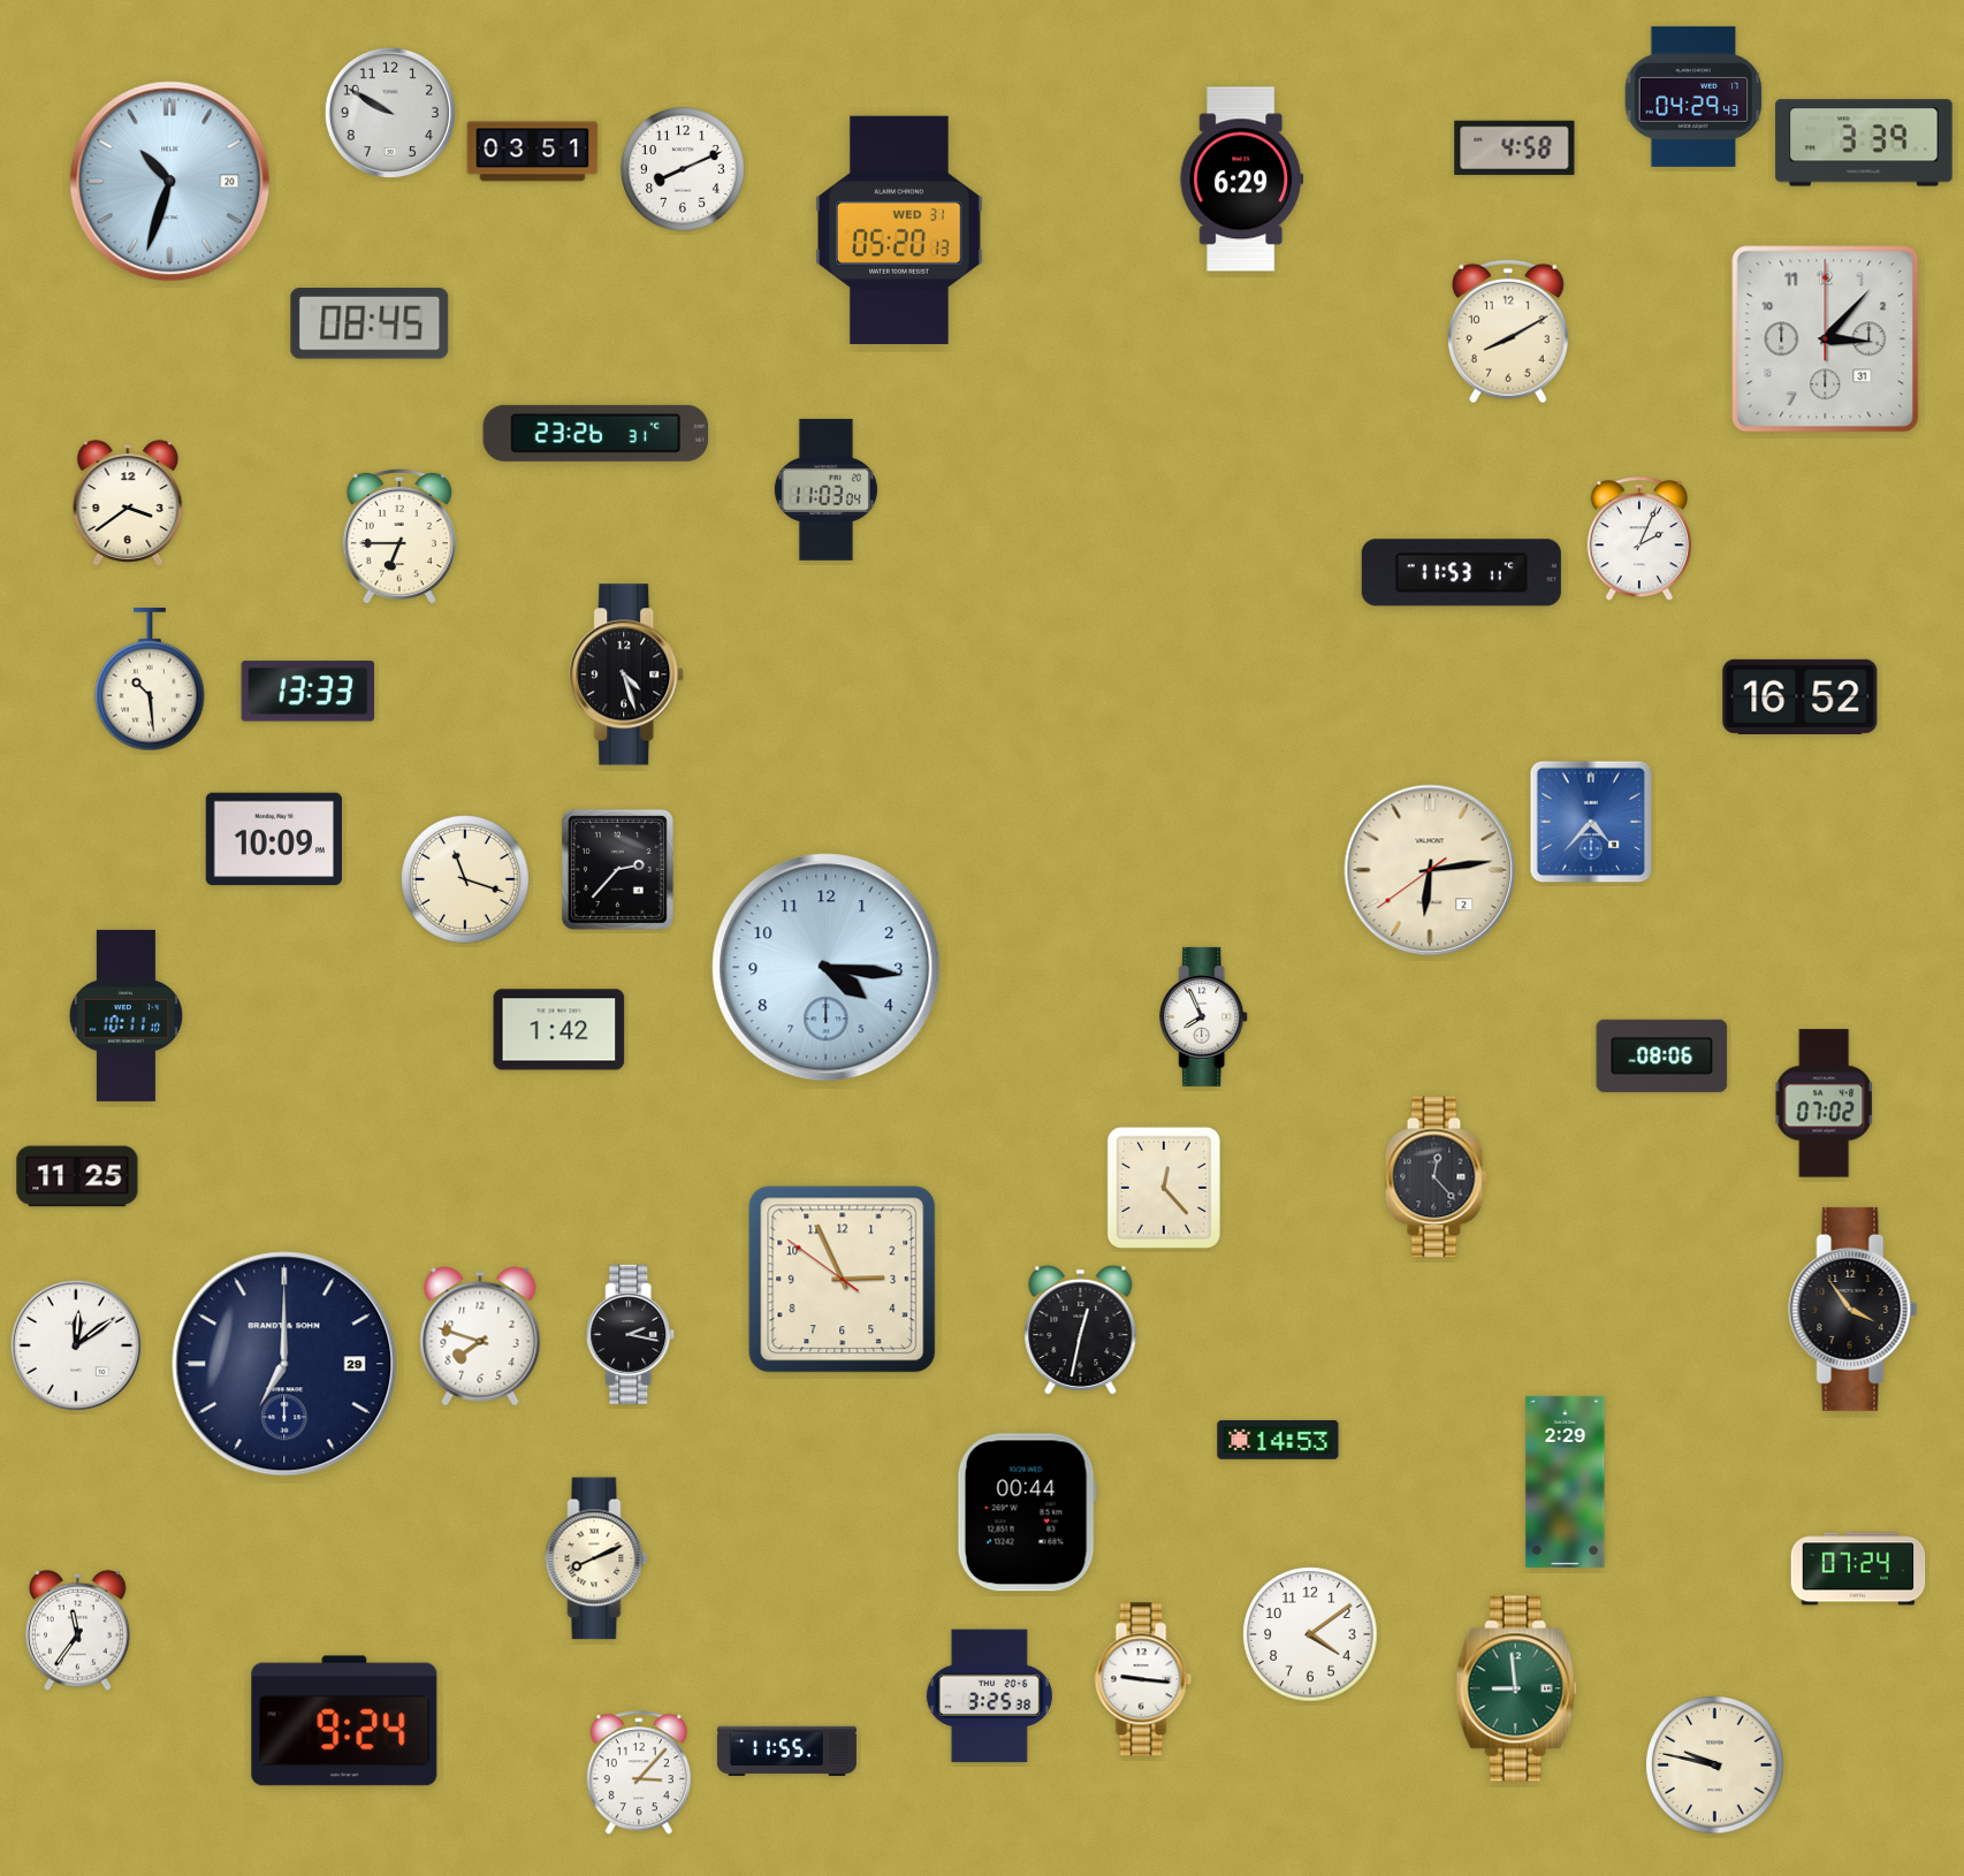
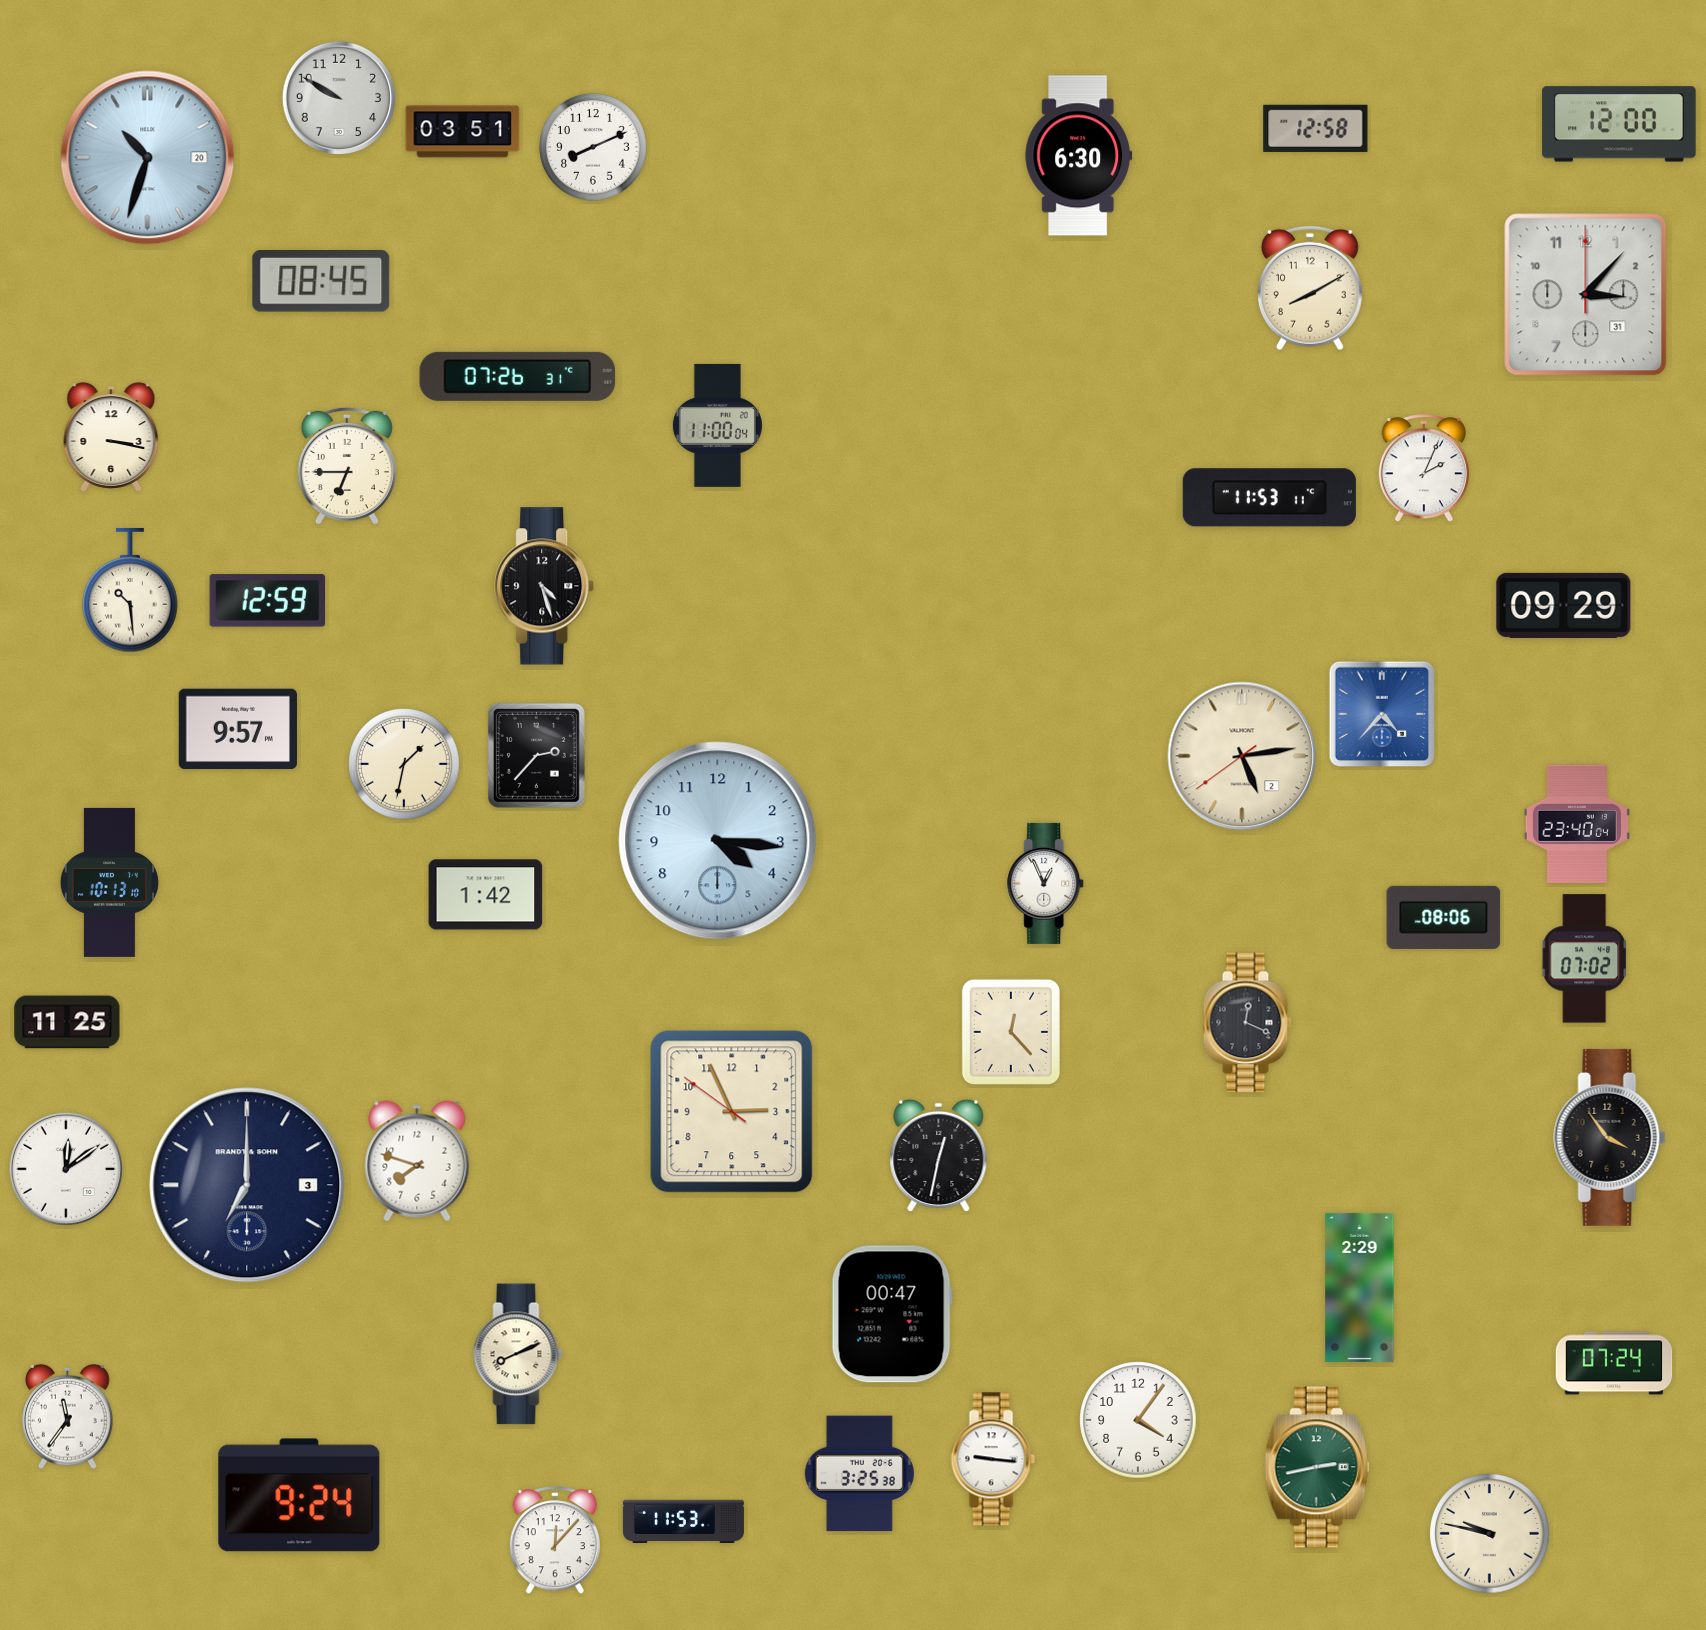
clock at (1693, 97): 04:29 -> none
clock at (1864, 143): 3:39 -> 12:00
clock at (1515, 147): 4:58 -> 12:58
clock at (1242, 180): 6:29 -> 6:30
clock at (899, 230): 05:20 -> none
clock at (596, 433): 23:26 -> 07:26
clock at (825, 489): 11:03 -> 11:00
clock at (128, 503): 3:39 -> 3:17
clock at (309, 692): 13:33 -> 12:59
clock at (1801, 696): 16:52 -> 09:29
clock at (274, 839): 10:09 -> 9:57
clock at (1430, 870): 6:13 -> 5:13
clock at (465, 879): 11:18 -> 1:32
clock at (1577, 823): none -> 23:40
clock at (125, 1015): 10:11 -> 10:13
clock at (1204, 1016): 7:56 -> 12:56
clock at (1436, 1177): 12:23 -> 12:19
clock at (631, 1334): 2:17 -> none
clock at (284, 1364) date: 29 -> 3
clock at (1278, 1440): 14:53 -> none
clock at (1027, 1512): 00:44 -> 00:47
clock at (1310, 1634): 4:09 -> 4:06
clock at (1516, 1688): 8:59 -> 2:43
clock at (786, 1751): 11:55 -> 11:53
clock at (639, 1774): 3:07 -> 12:07
